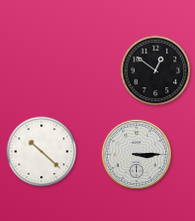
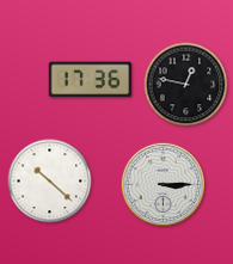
clock at (91, 80): none -> 17:36
clock at (156, 71): 12:51 -> 12:47
